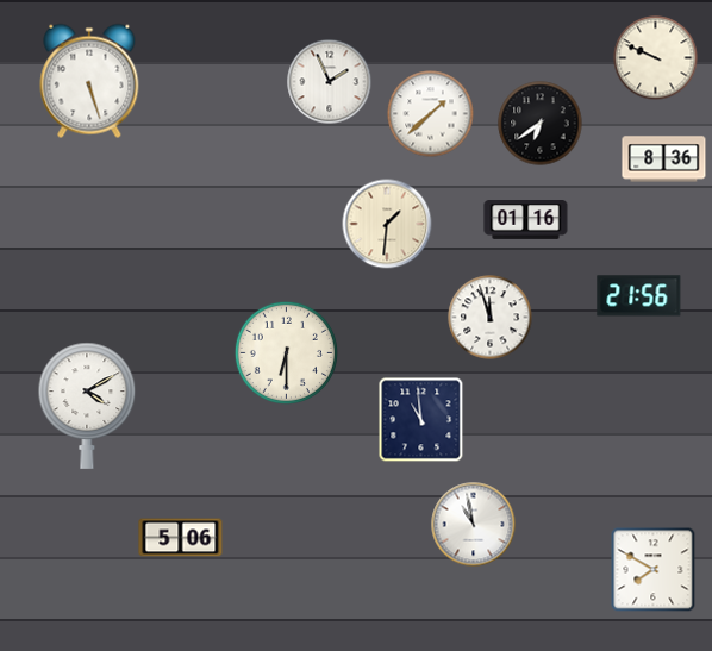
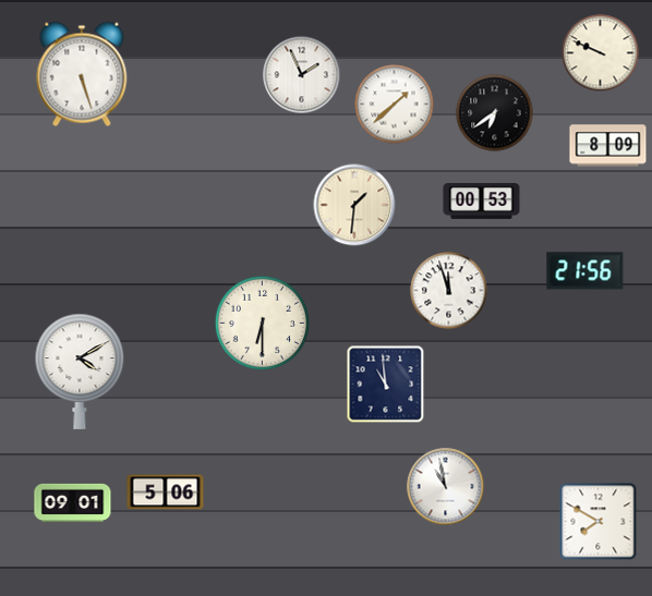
clock at (664, 159): 8:36 -> 8:09
clock at (526, 220): 01:16 -> 00:53
clock at (474, 525) position: (474, 525) -> (446, 487)
clock at (73, 502): none -> 09:01
